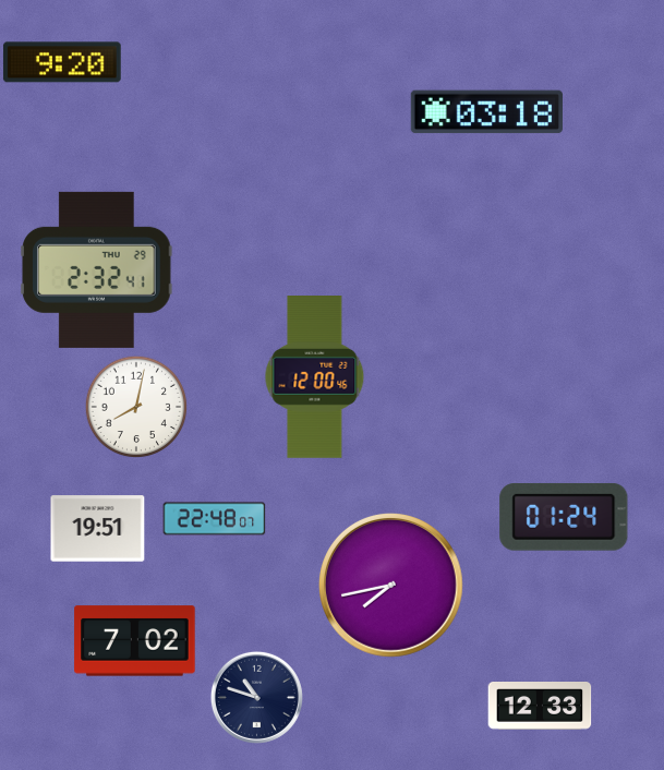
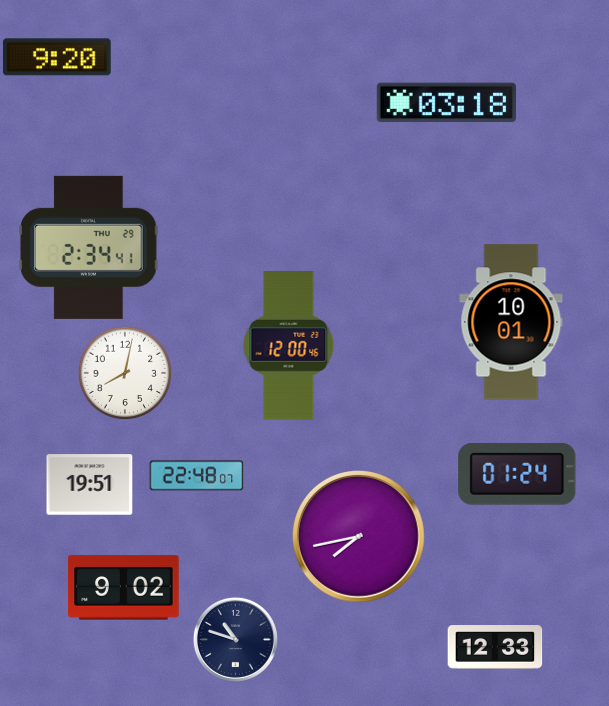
clock at (97, 269): 2:32 -> 2:34
clock at (511, 322): none -> 10:01
clock at (135, 641): 7:02 -> 9:02
